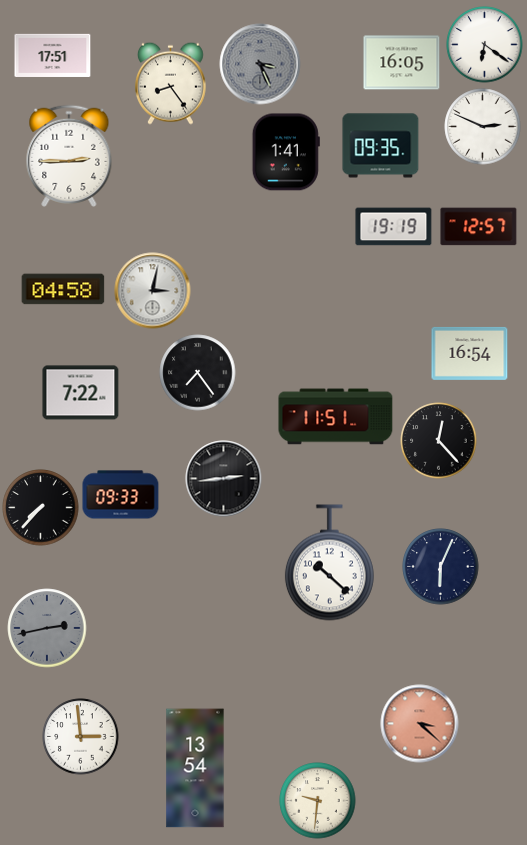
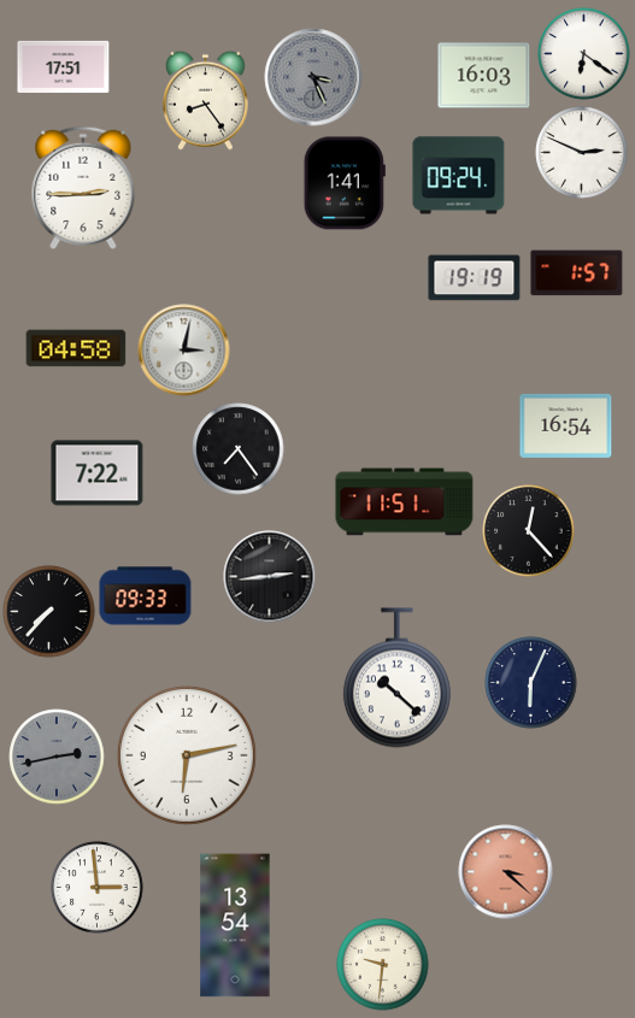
clock at (402, 63): 16:05 -> 16:03
clock at (381, 146): 09:35 -> 09:24
clock at (394, 227) position: (394, 227) -> (475, 278)
clock at (479, 227): 12:57 -> 1:57
clock at (187, 755): none -> 6:13
